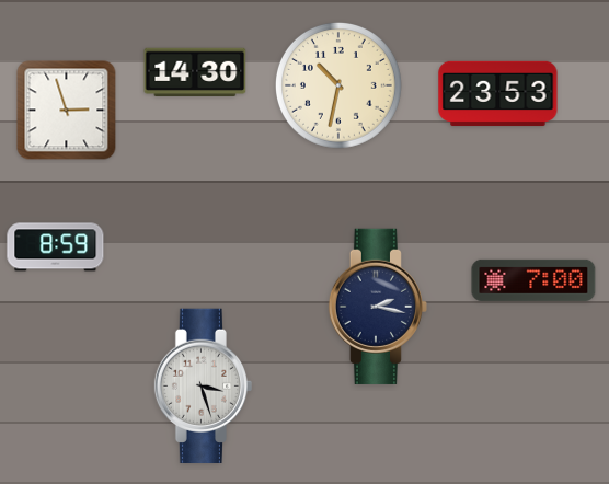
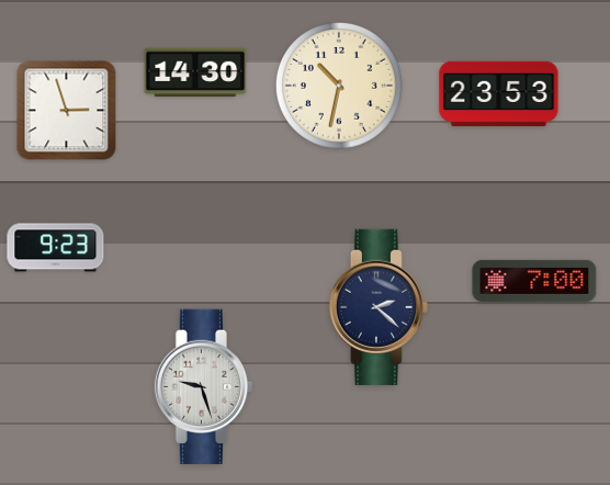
clock at (56, 247): 8:59 -> 9:23
clock at (378, 307): 2:17 -> 2:22
clock at (204, 385): 3:27 -> 9:27
